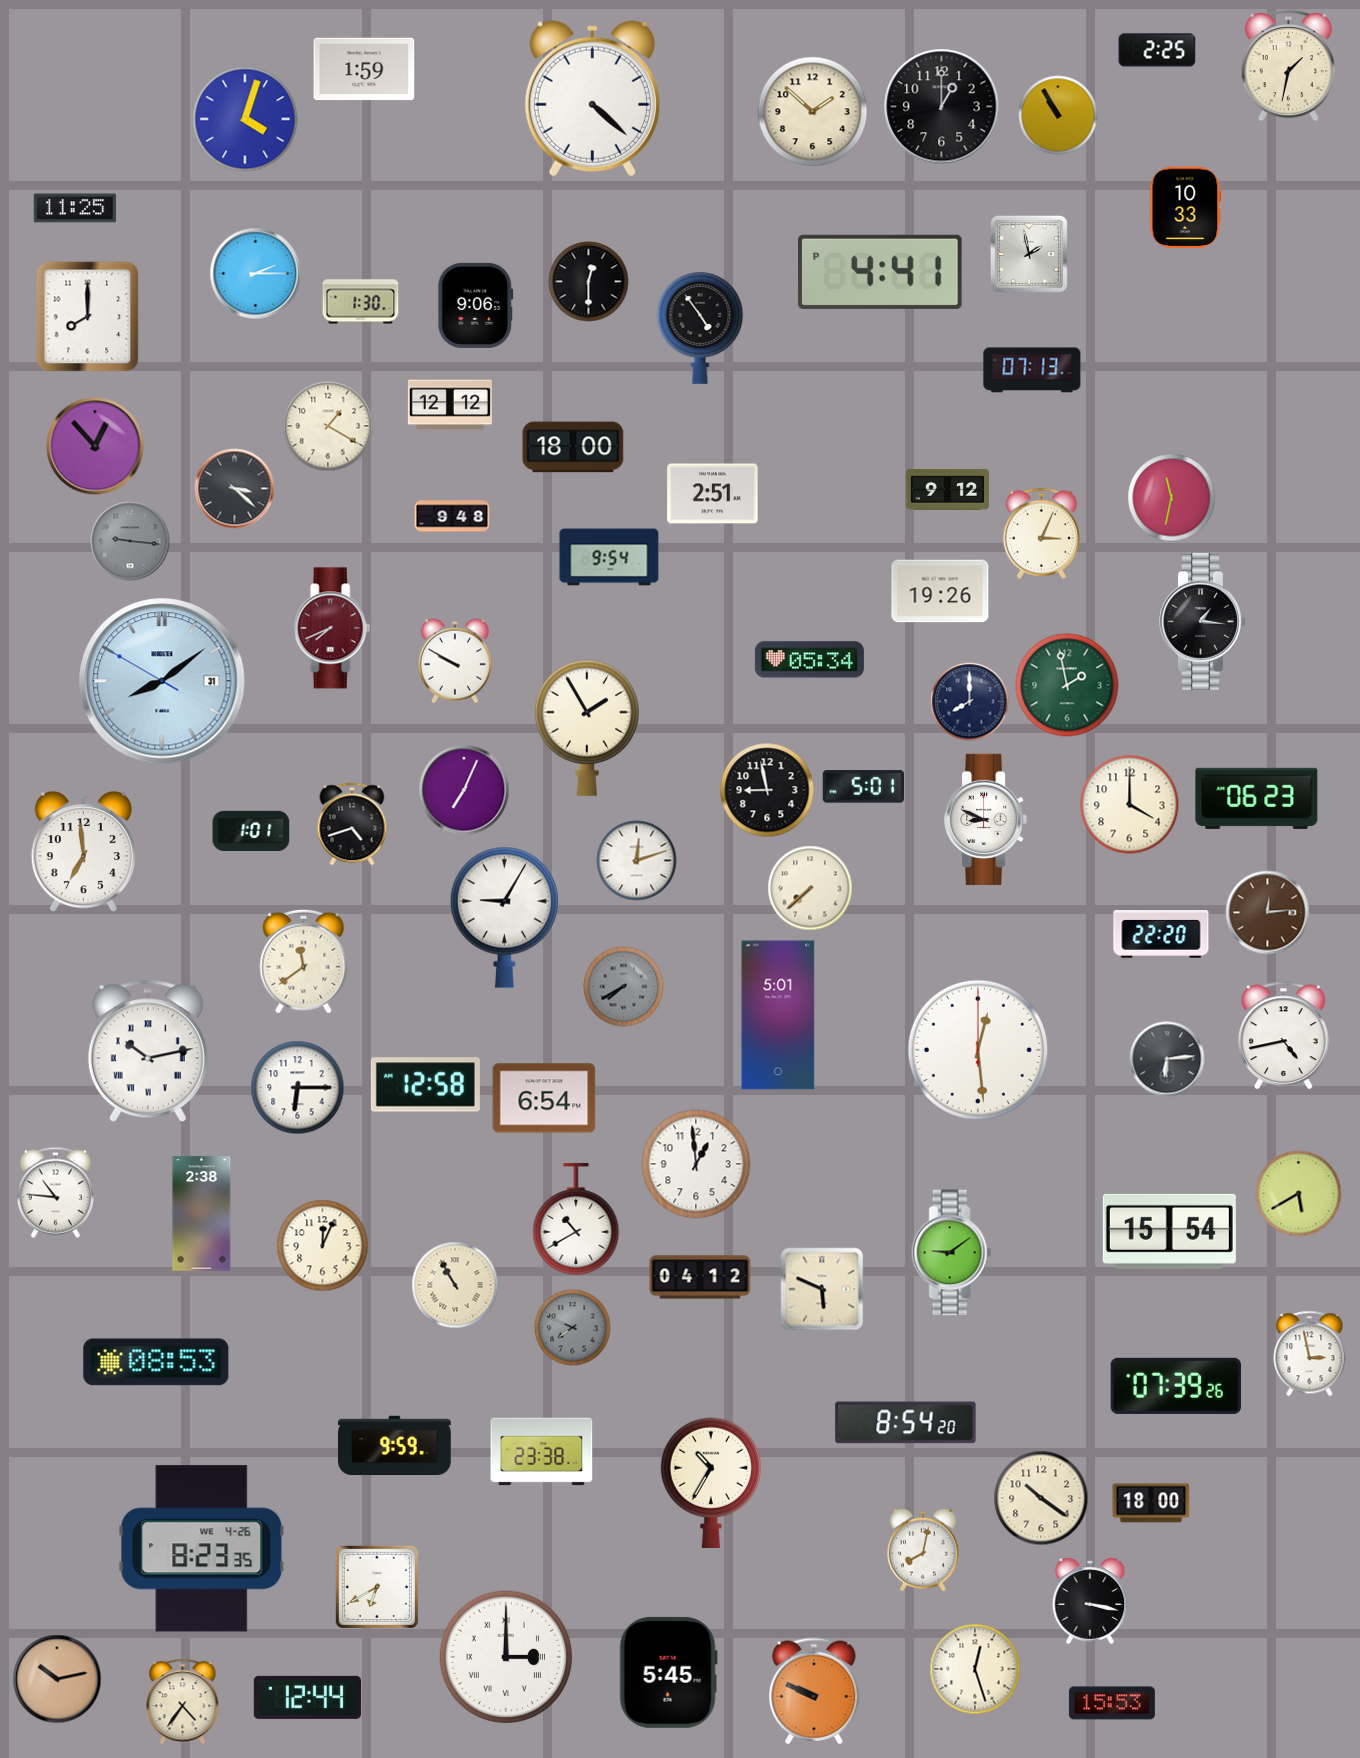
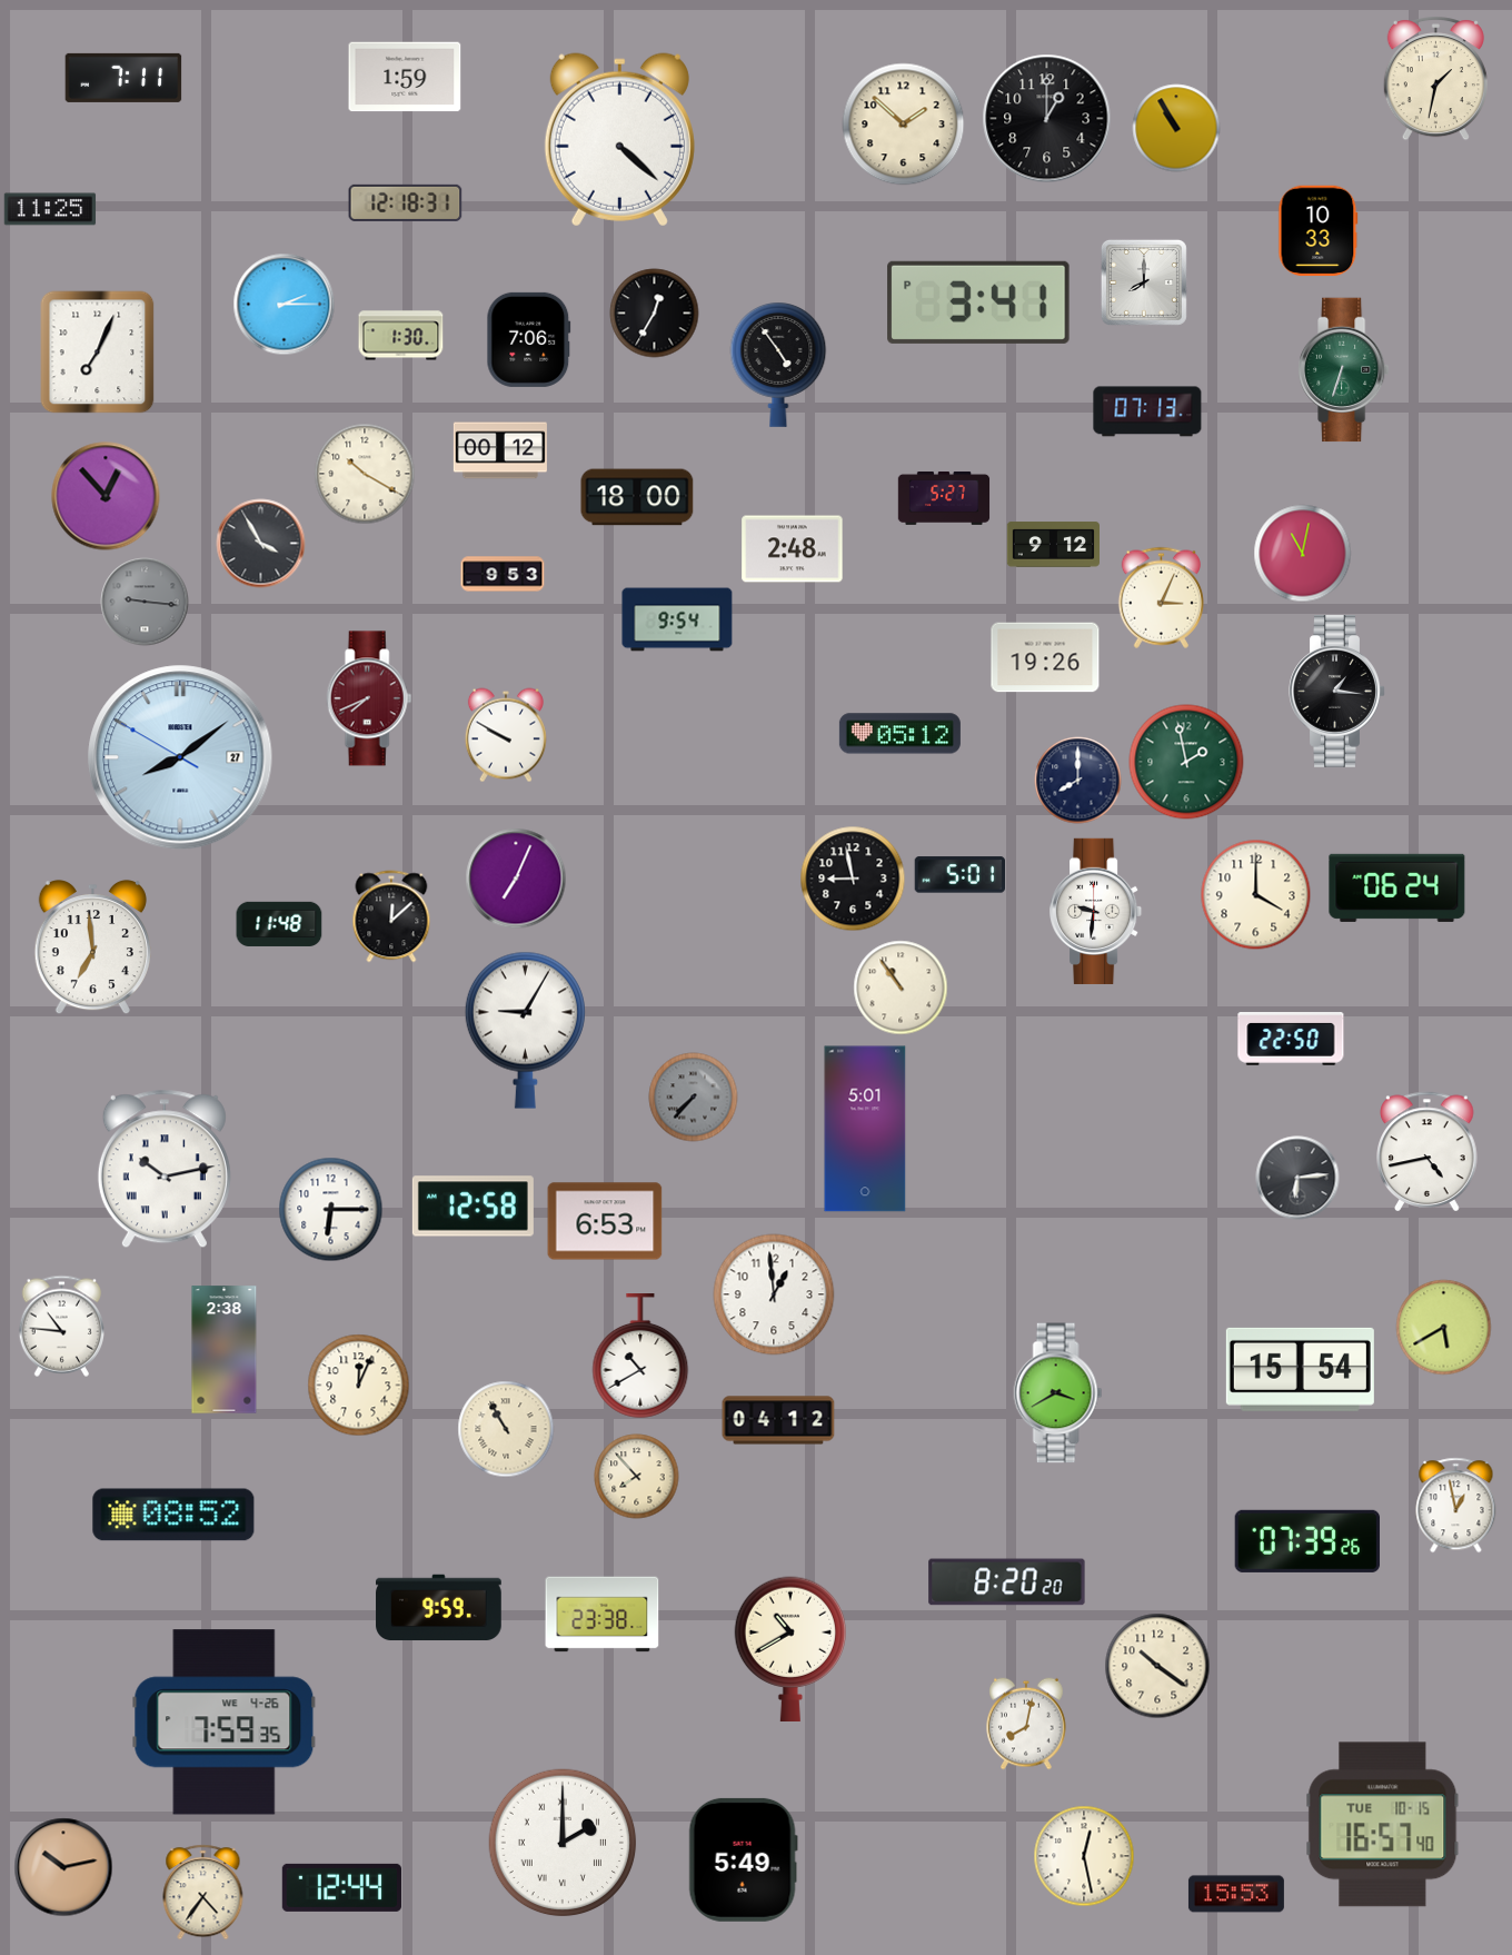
clock at (1157, 50): 2:25 -> none
clock at (1288, 66) position: (1288, 66) -> (1435, 79)
clock at (123, 78): none -> 7:11
clock at (592, 99) position: (592, 99) -> (619, 140)
clock at (245, 119): 4:03 -> none
clock at (406, 202): none -> 12:18
clock at (75, 208) position: (75, 208) -> (50, 209)
clock at (1029, 254): 1:58 -> 8:00
clock at (880, 272): 4:41 -> 3:41
clock at (589, 282): 12:30 -> 12:35
clock at (476, 305): 9:06 -> 7:06
clock at (88, 317): 8:00 -> 7:04
clock at (1344, 370): none -> 6:33
clock at (450, 405): 12:12 -> 00:12
clock at (328, 426): 1:20 -> 10:20
clock at (944, 498): none -> 5:27
clock at (235, 489): 3:22 -> 3:55
clock at (713, 494): 2:51 -> 2:48
clock at (1172, 498): 11:32 -> 11:02
clock at (452, 516): 9:48 -> 9:53
clock at (1041, 533) position: (1041, 533) -> (1161, 597)
clock at (809, 660): 05:34 -> 05:12
clock at (162, 681) date: 31 -> 27
clock at (587, 728): 1:55 -> none
clock at (1257, 798): 06:23 -> 06:24
clock at (986, 819): 8:49 -> 9:31
clock at (352, 824): 4:42 -> 12:08
clock at (251, 831): 1:01 -> 11:48
clock at (637, 861): 12:12 -> none
clock at (810, 888): 7:38 -> 10:54
clock at (1268, 913): 12:14 -> none
clock at (504, 917) position: (504, 917) -> (525, 1030)
clock at (1161, 935): 22:20 -> 22:50
clock at (304, 961): 11:39 -> none
clock at (624, 987): 7:40 -> 7:37
clock at (978, 1050): 12:29 -> none
clock at (544, 1098): 6:54 -> 6:53
clock at (952, 1253): 9:09 -> 3:40
clock at (822, 1289): 5:49 -> none
clock at (573, 1328): 7:49 -> 7:53
clock at (573, 1328) dial: grey -> cream
clock at (1310, 1354): 2:58 -> 12:58
clock at (156, 1362): 08:53 -> 08:52
clock at (906, 1423): 8:54 -> 8:20
clock at (710, 1482): 10:35 -> 10:40
clock at (1151, 1503): 18:00 -> none
clock at (202, 1549): 8:23 -> 7:59
clock at (377, 1587): 6:40 -> none
clock at (1090, 1601): 3:17 -> none
clock at (1383, 1825): none -> 16:57
clock at (506, 1657): 3:00 -> 2:00
clock at (975, 1669): 12:27 -> 12:28
clock at (668, 1672): 5:45 -> 5:49
clock at (814, 1691): 9:49 -> none
